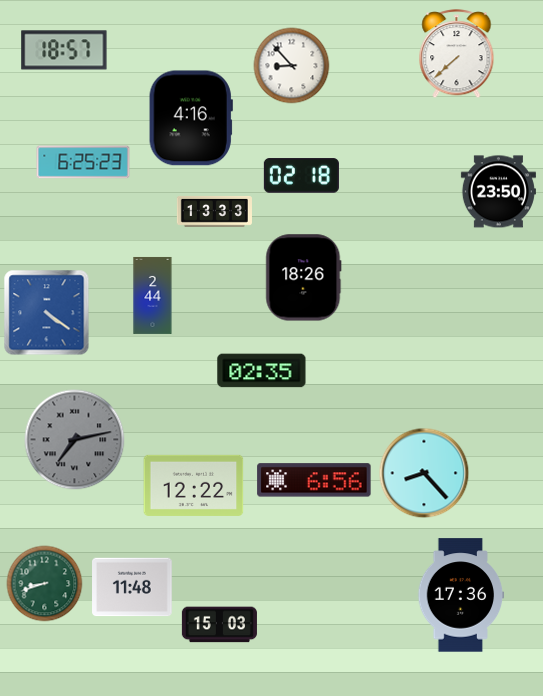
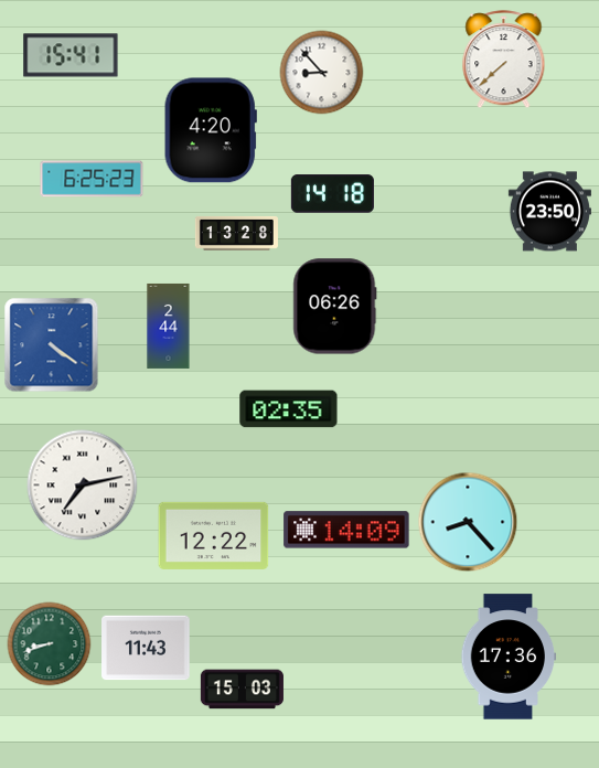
clock at (64, 50): 18:57 -> 15:41
clock at (191, 118): 4:16 -> 4:20
clock at (301, 176): 02:18 -> 14:18
clock at (214, 211): 13:33 -> 13:28
clock at (304, 278): 18:26 -> 06:26
clock at (75, 440) dial: grey -> white
clock at (314, 480): 6:56 -> 14:09
clock at (132, 587): 11:48 -> 11:43
